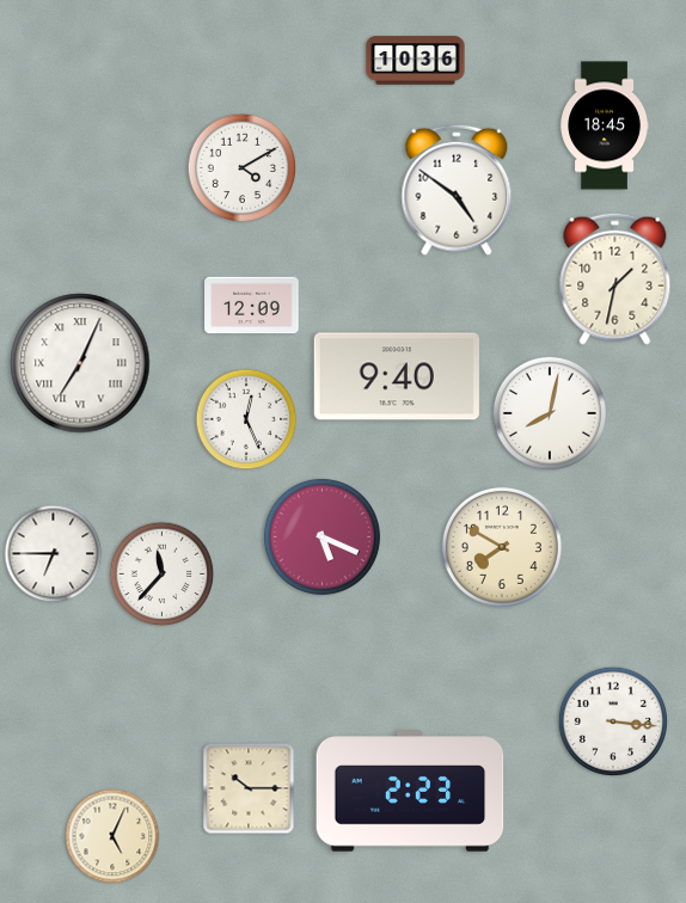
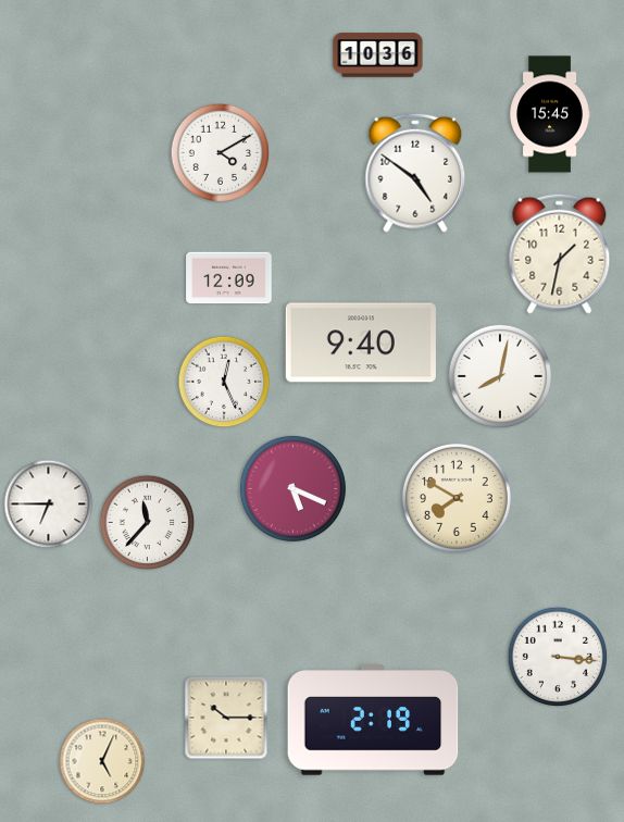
clock at (604, 125): 18:45 -> 15:45
clock at (80, 363): 7:04 -> none
clock at (410, 791): 2:23 -> 2:19
